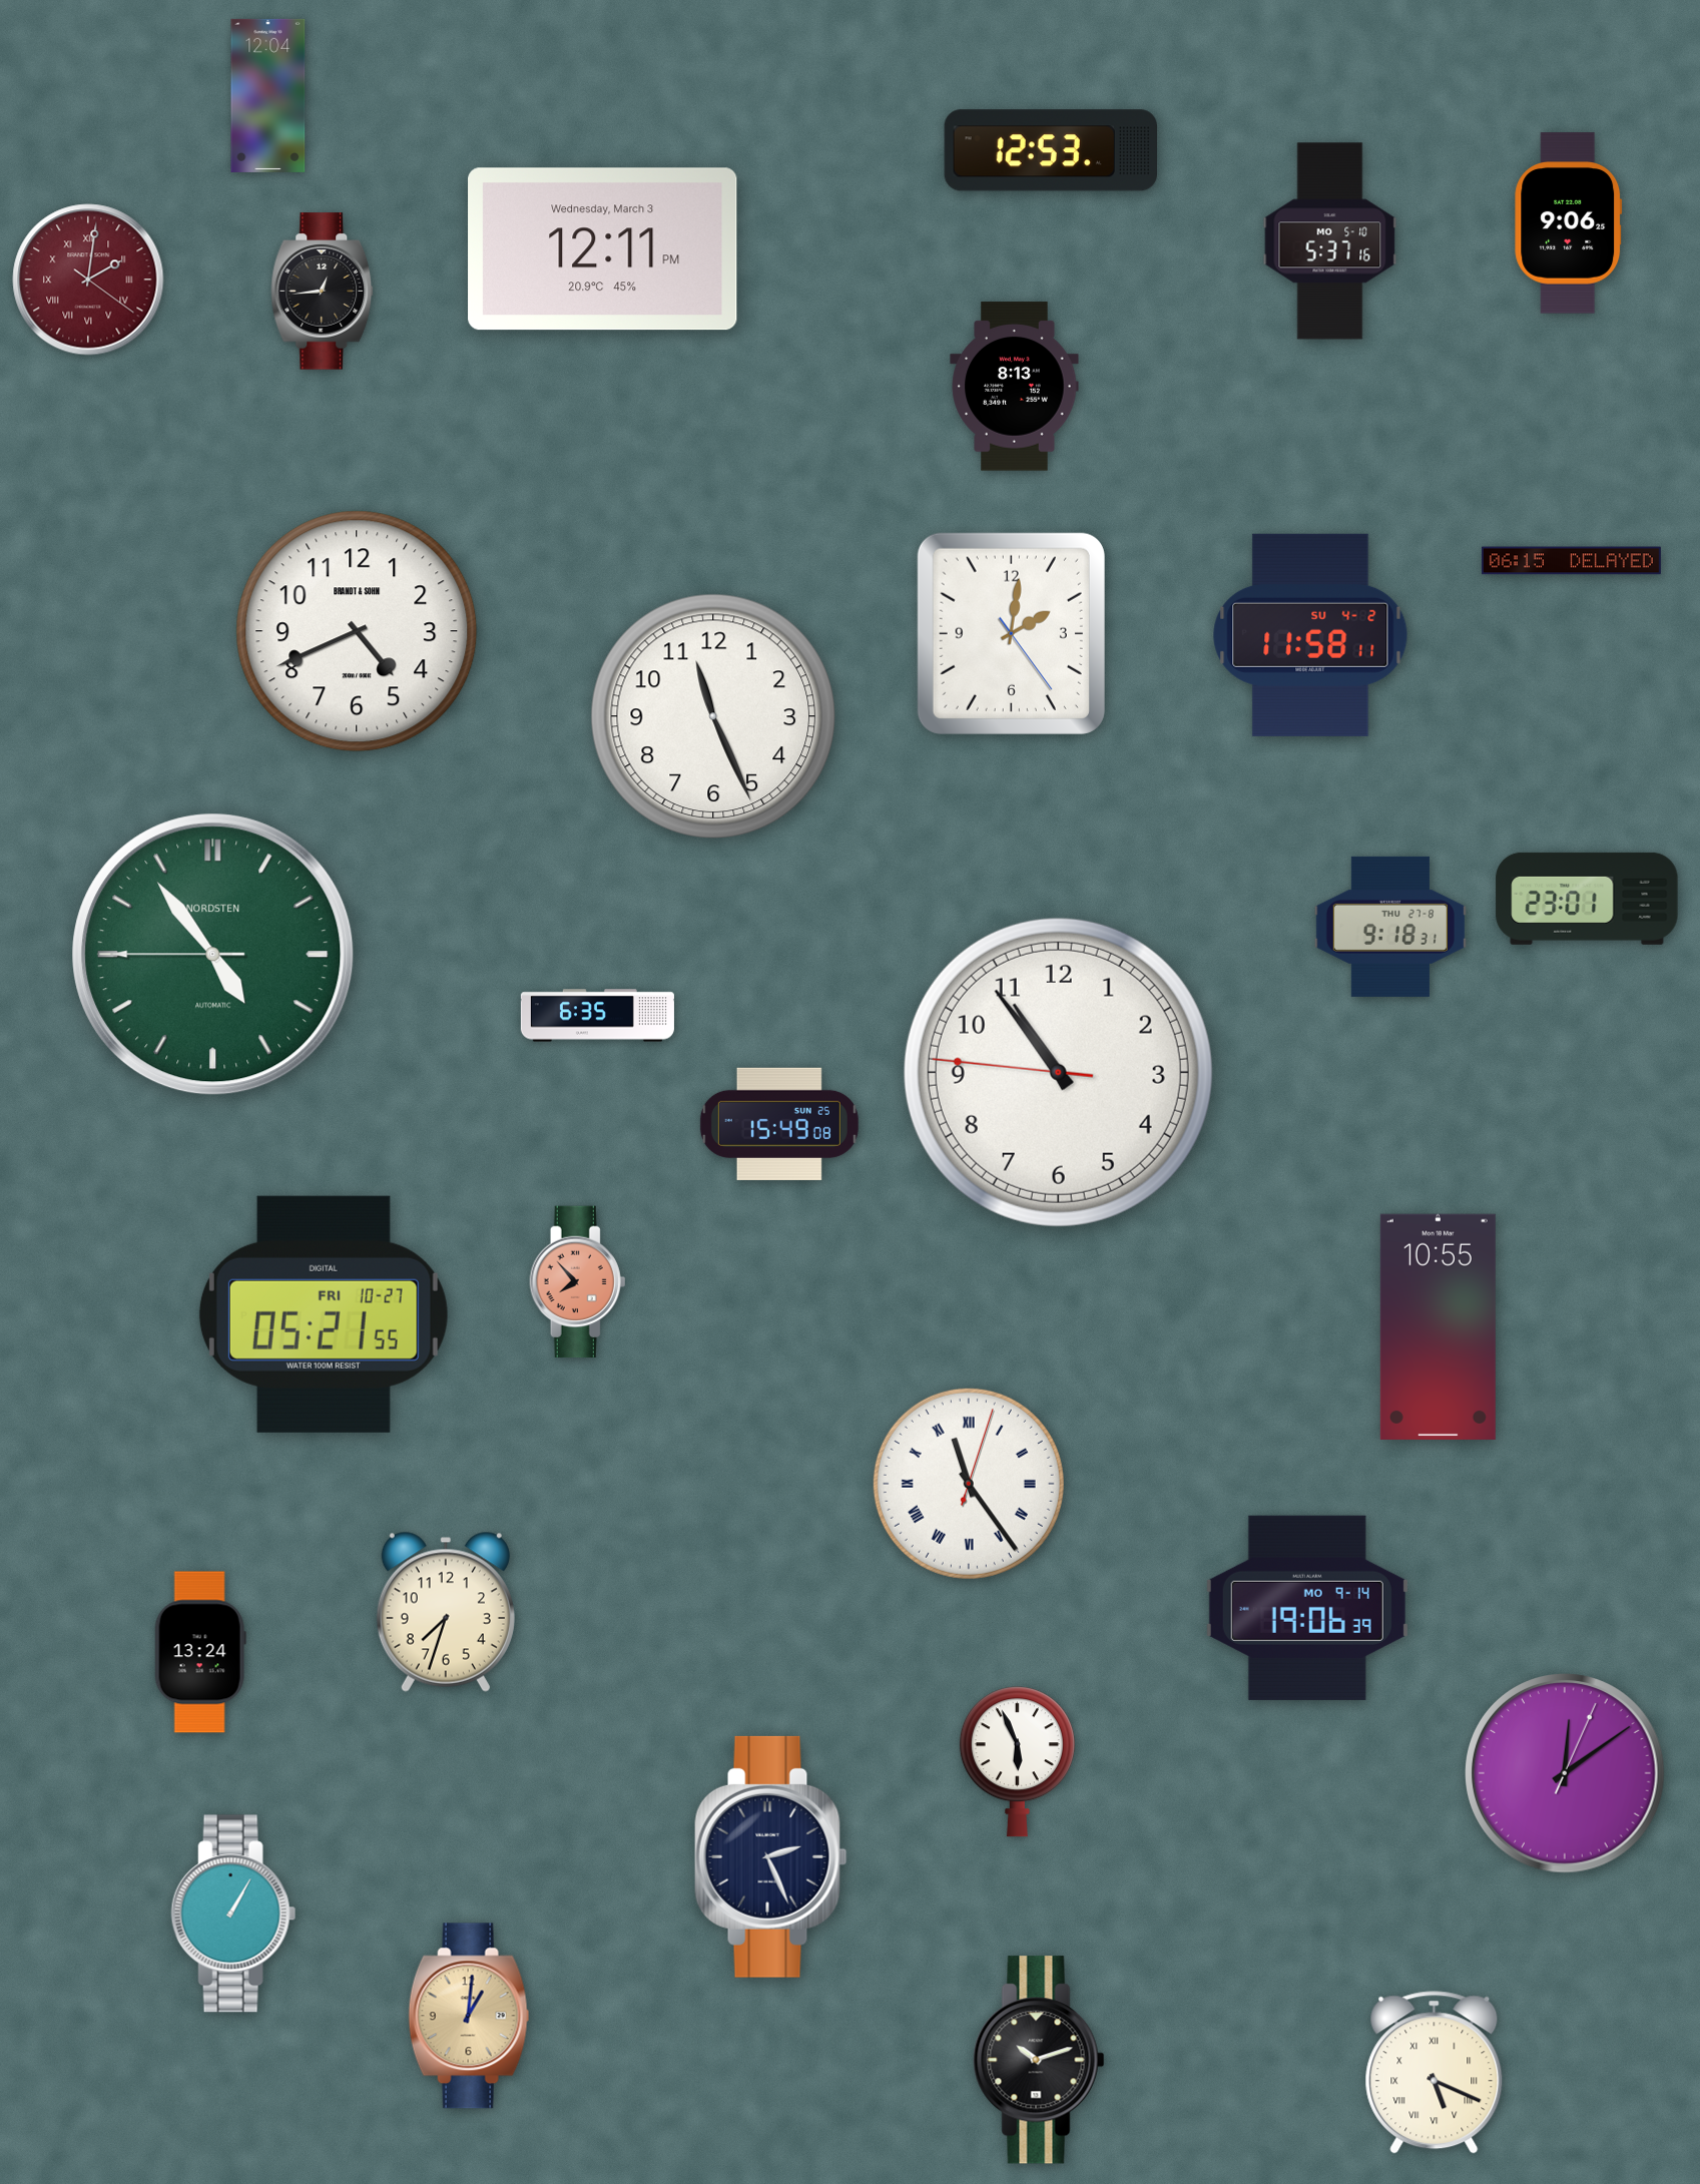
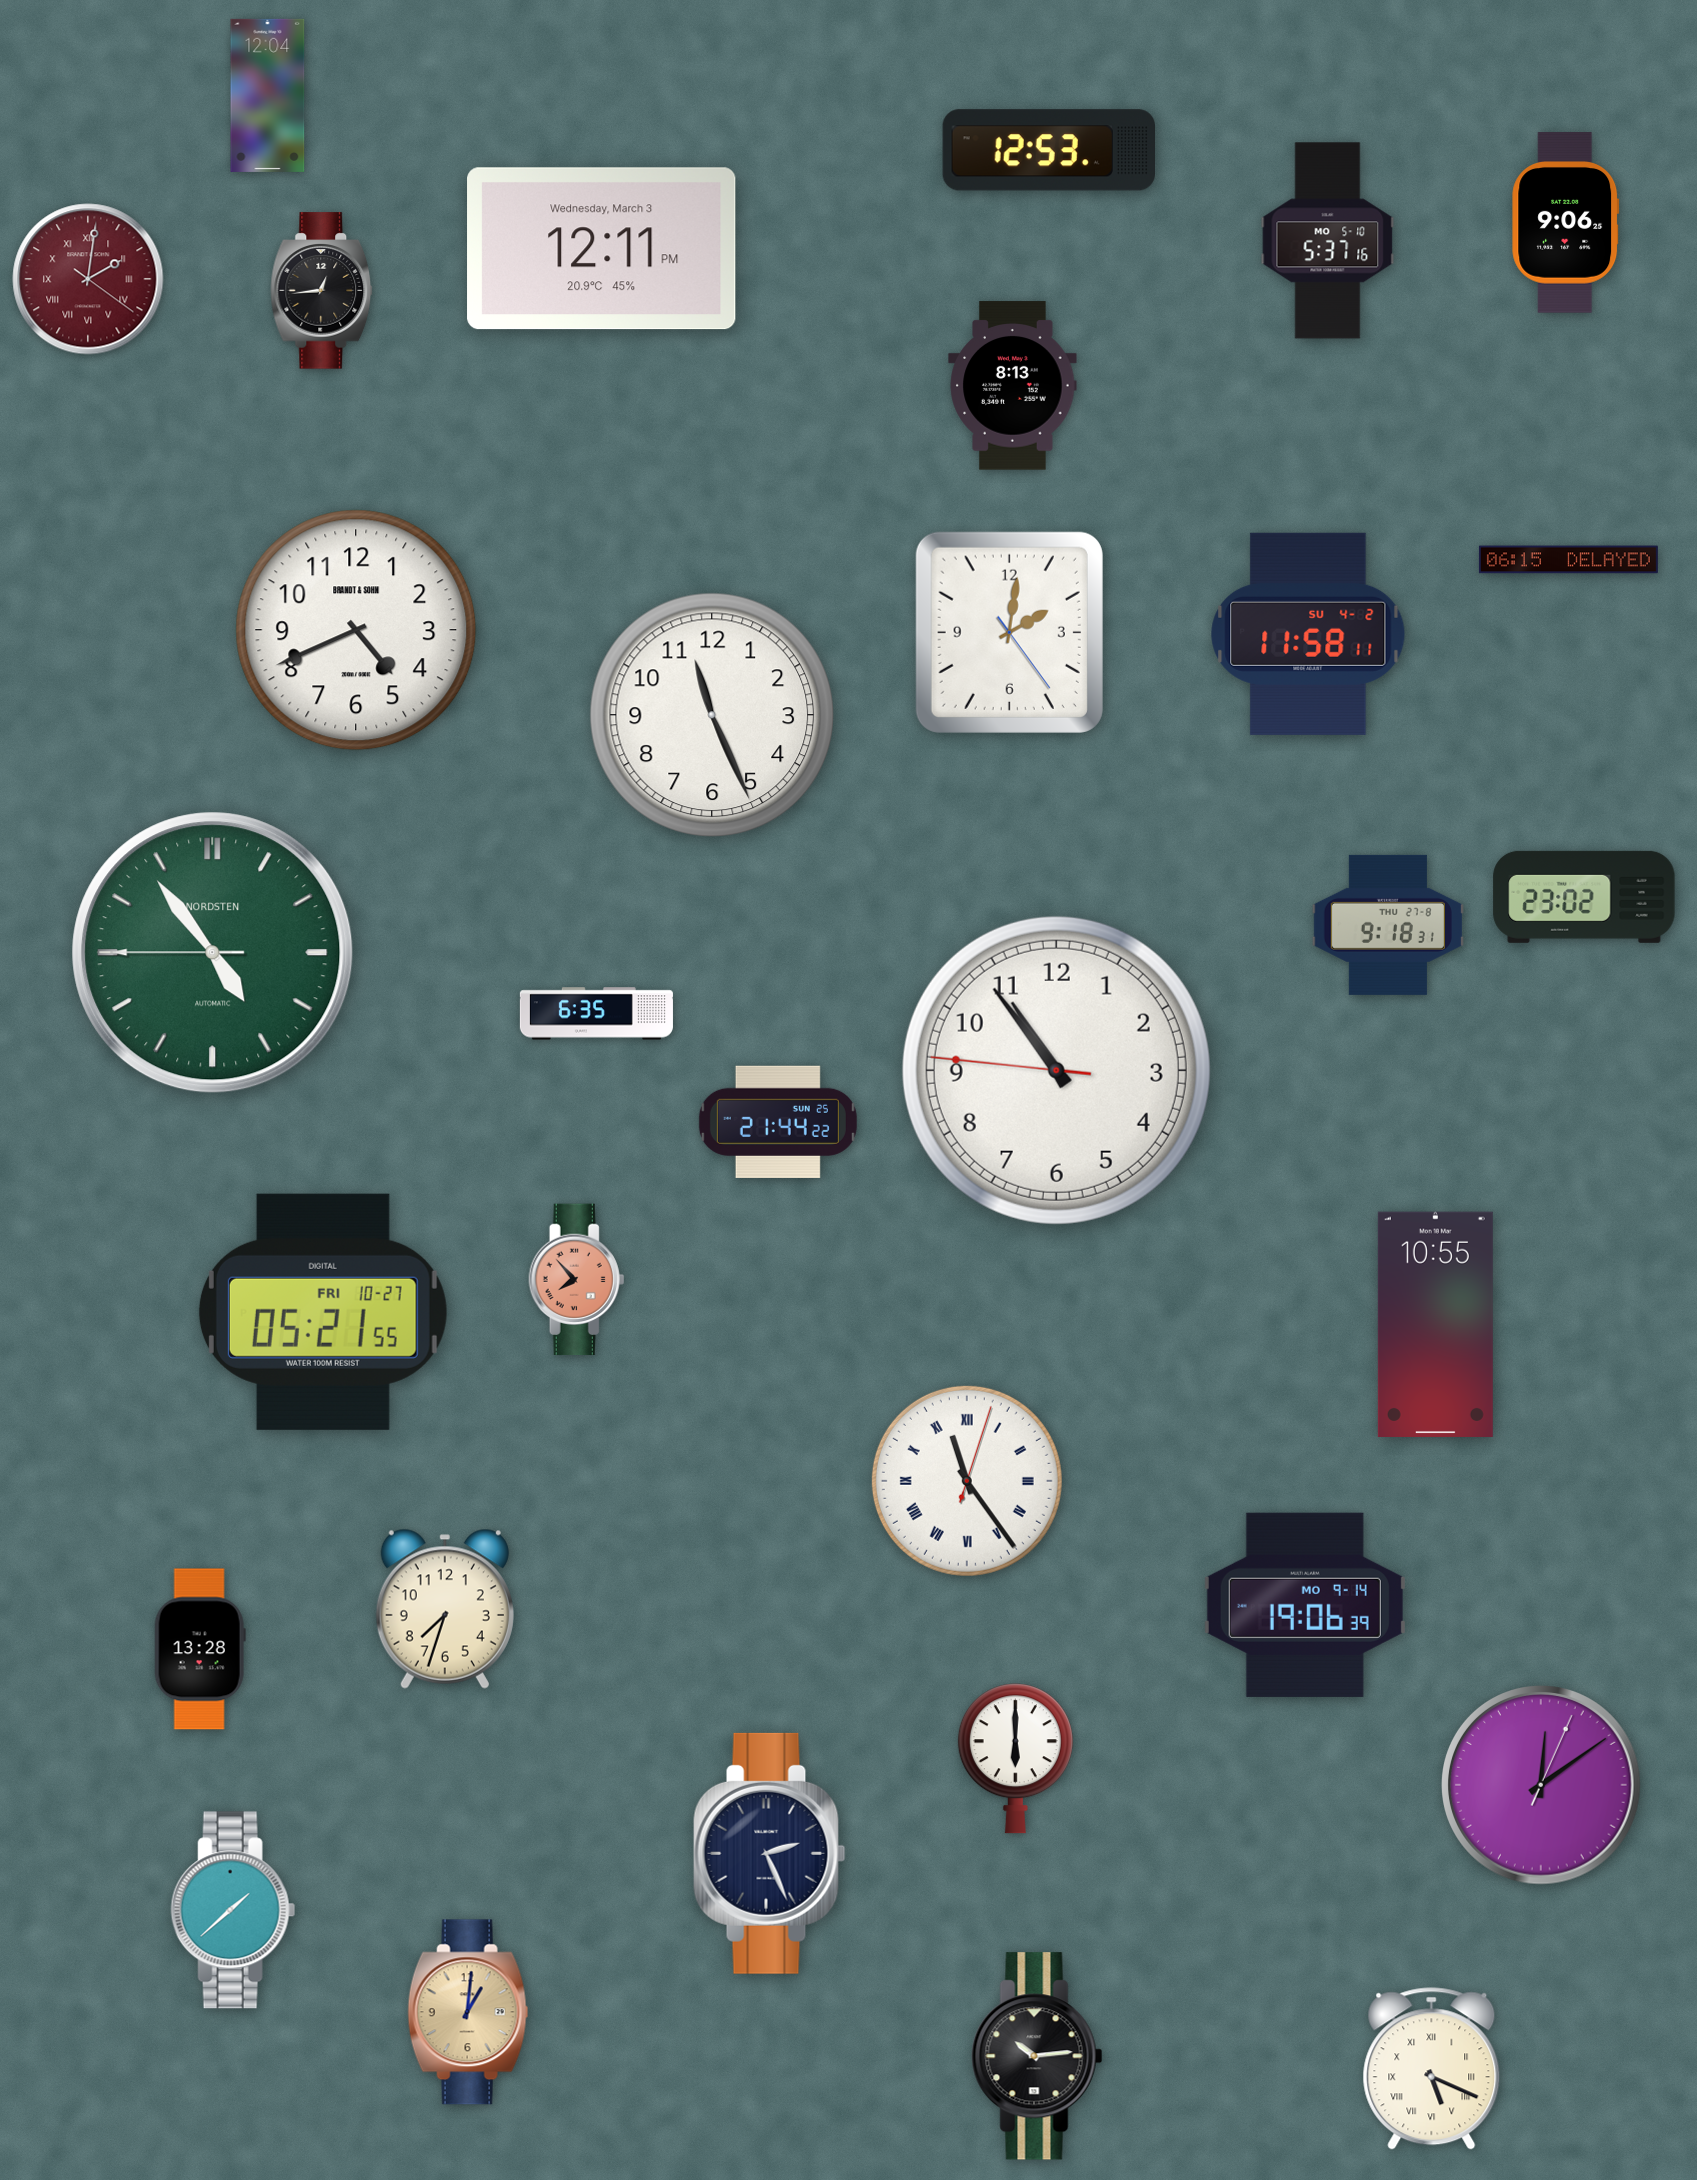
clock at (1587, 899): 23:01 -> 23:02
clock at (779, 1124): 15:49 -> 21:44
clock at (200, 1652): 13:24 -> 13:28
clock at (1017, 1762): 5:56 -> 6:00
clock at (1565, 1773) position: (1565, 1773) -> (1541, 1785)
clock at (233, 1914): 1:05 -> 1:38
clock at (1039, 2060): 10:12 -> 10:14
